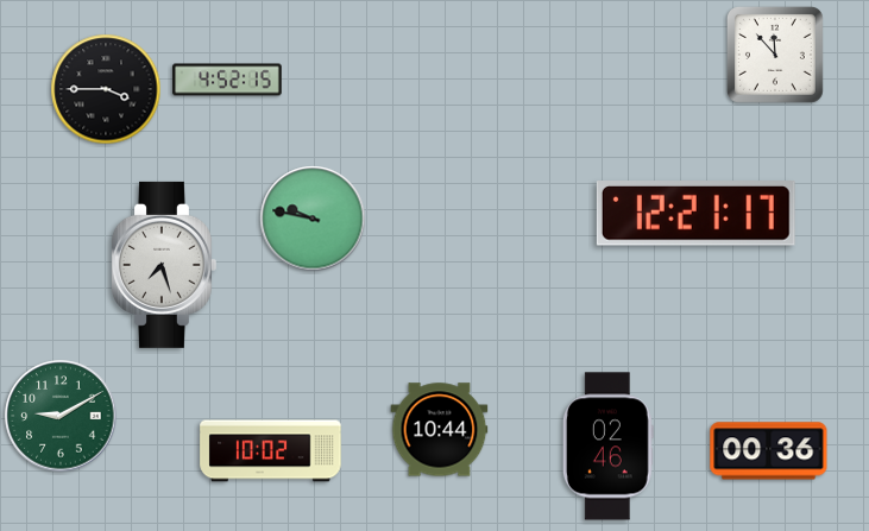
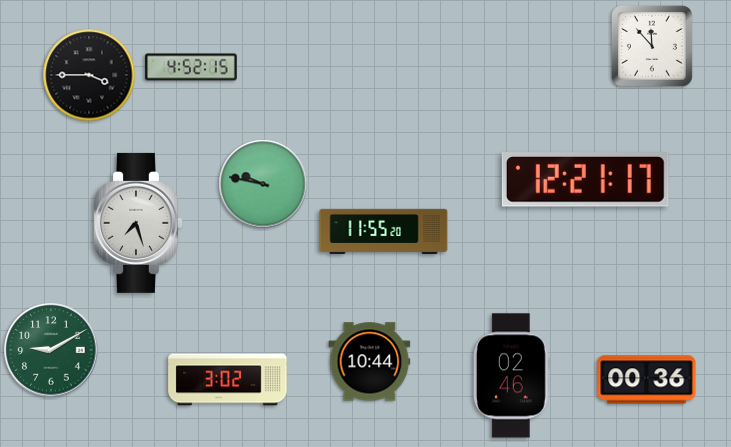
clock at (384, 232): none -> 11:55
clock at (271, 451): 10:02 -> 3:02
